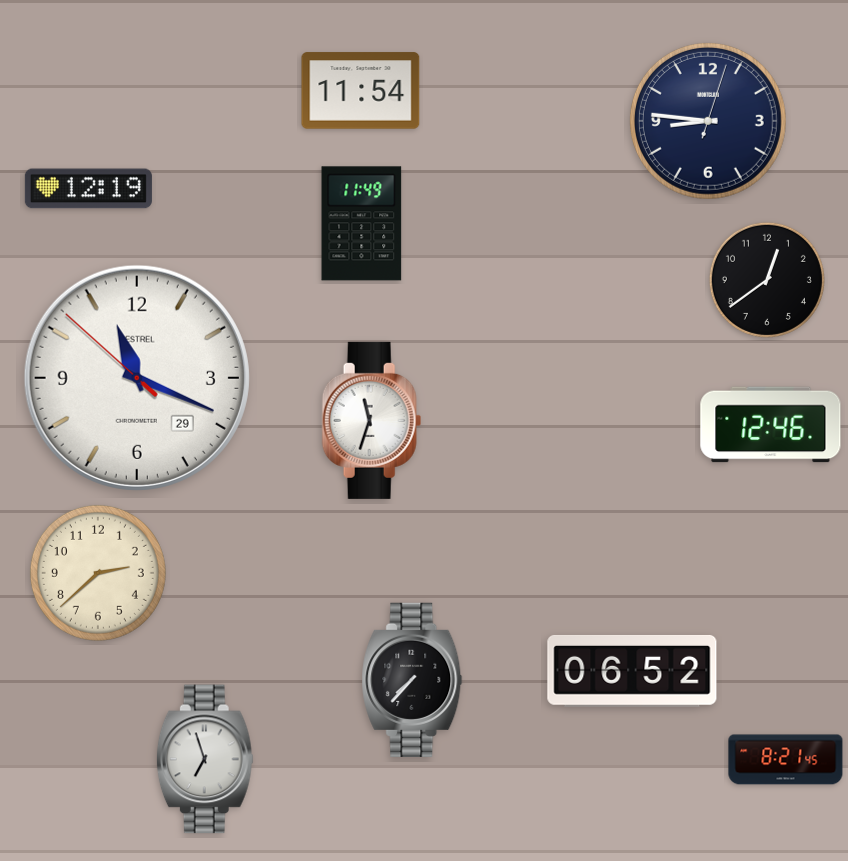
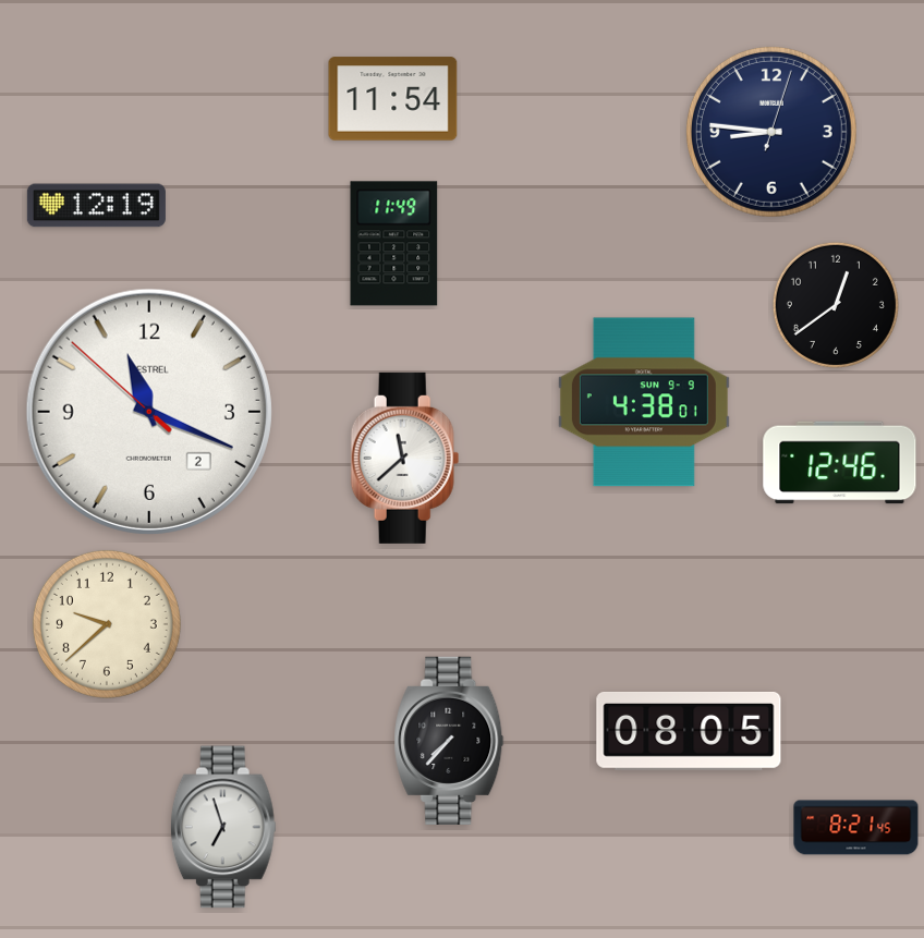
clock at (644, 402): none -> 4:38
clock at (137, 378) date: 29 -> 2
clock at (372, 420): 11:33 -> 11:38
clock at (98, 573): 2:38 -> 9:38
clock at (632, 671): 06:52 -> 08:05
